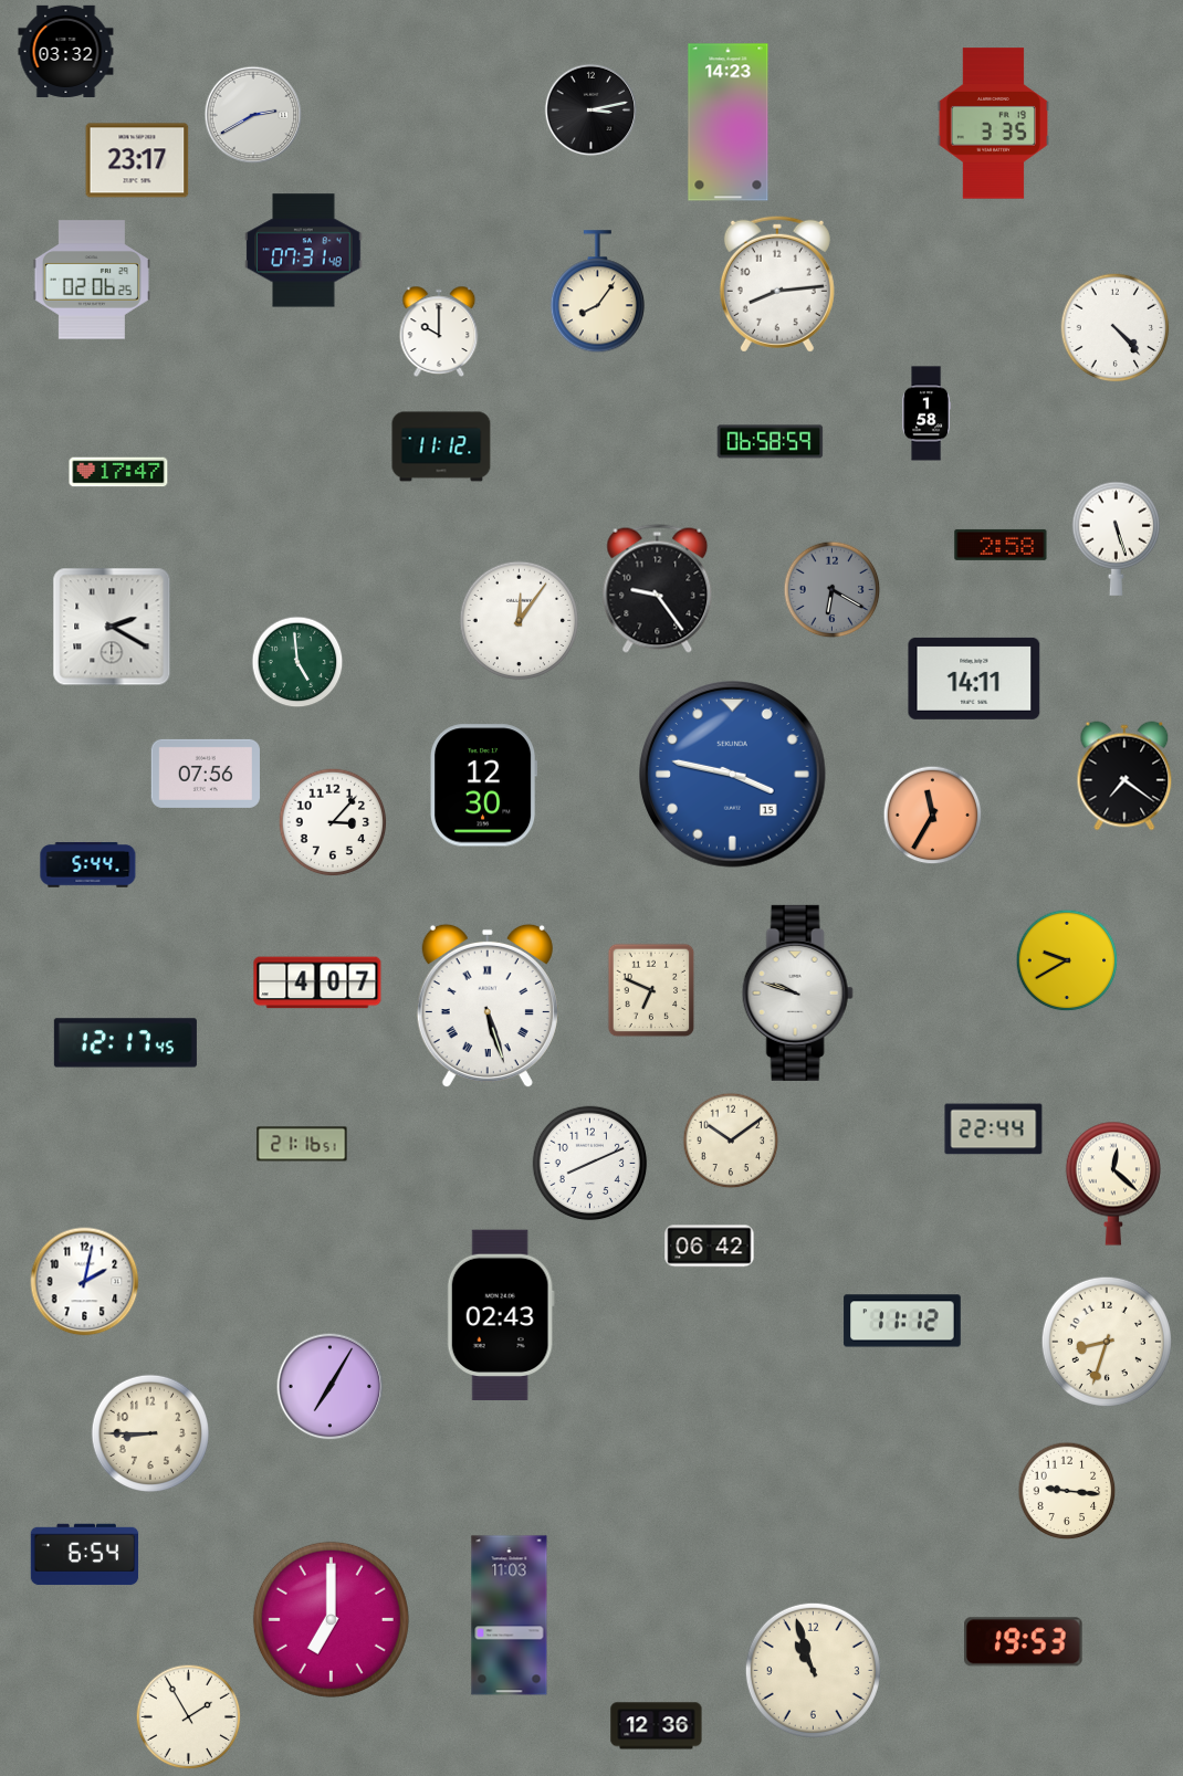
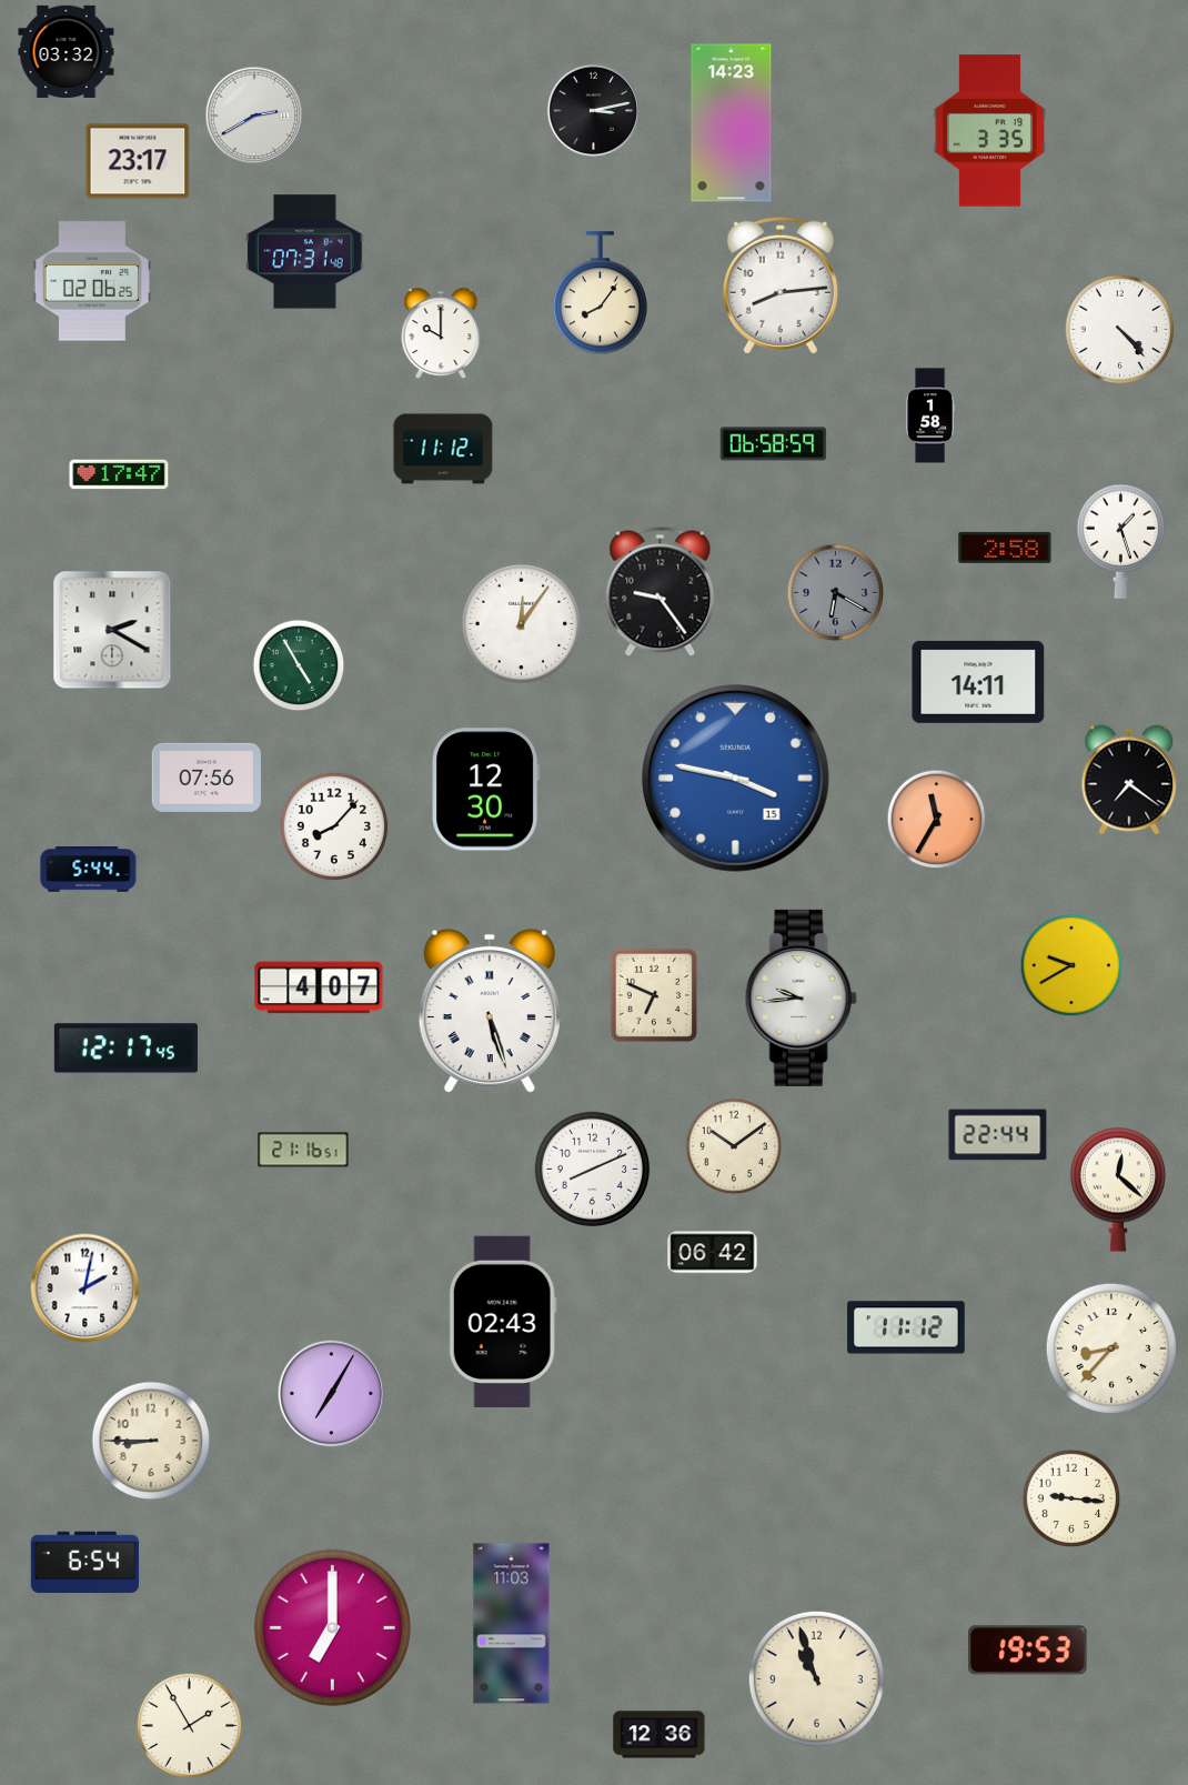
clock at (993, 124) position: (993, 124) -> (989, 131)
clock at (1116, 538): 5:27 -> 1:27
clock at (297, 662): 4:59 -> 4:55
clock at (333, 822): 3:07 -> 8:07
clock at (797, 992): 9:48 -> 9:44
clock at (1107, 1342): 8:33 -> 8:37
